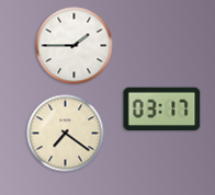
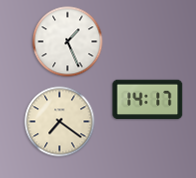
clock at (75, 46): 1:45 -> 1:26
clock at (162, 110): 03:17 -> 14:17
